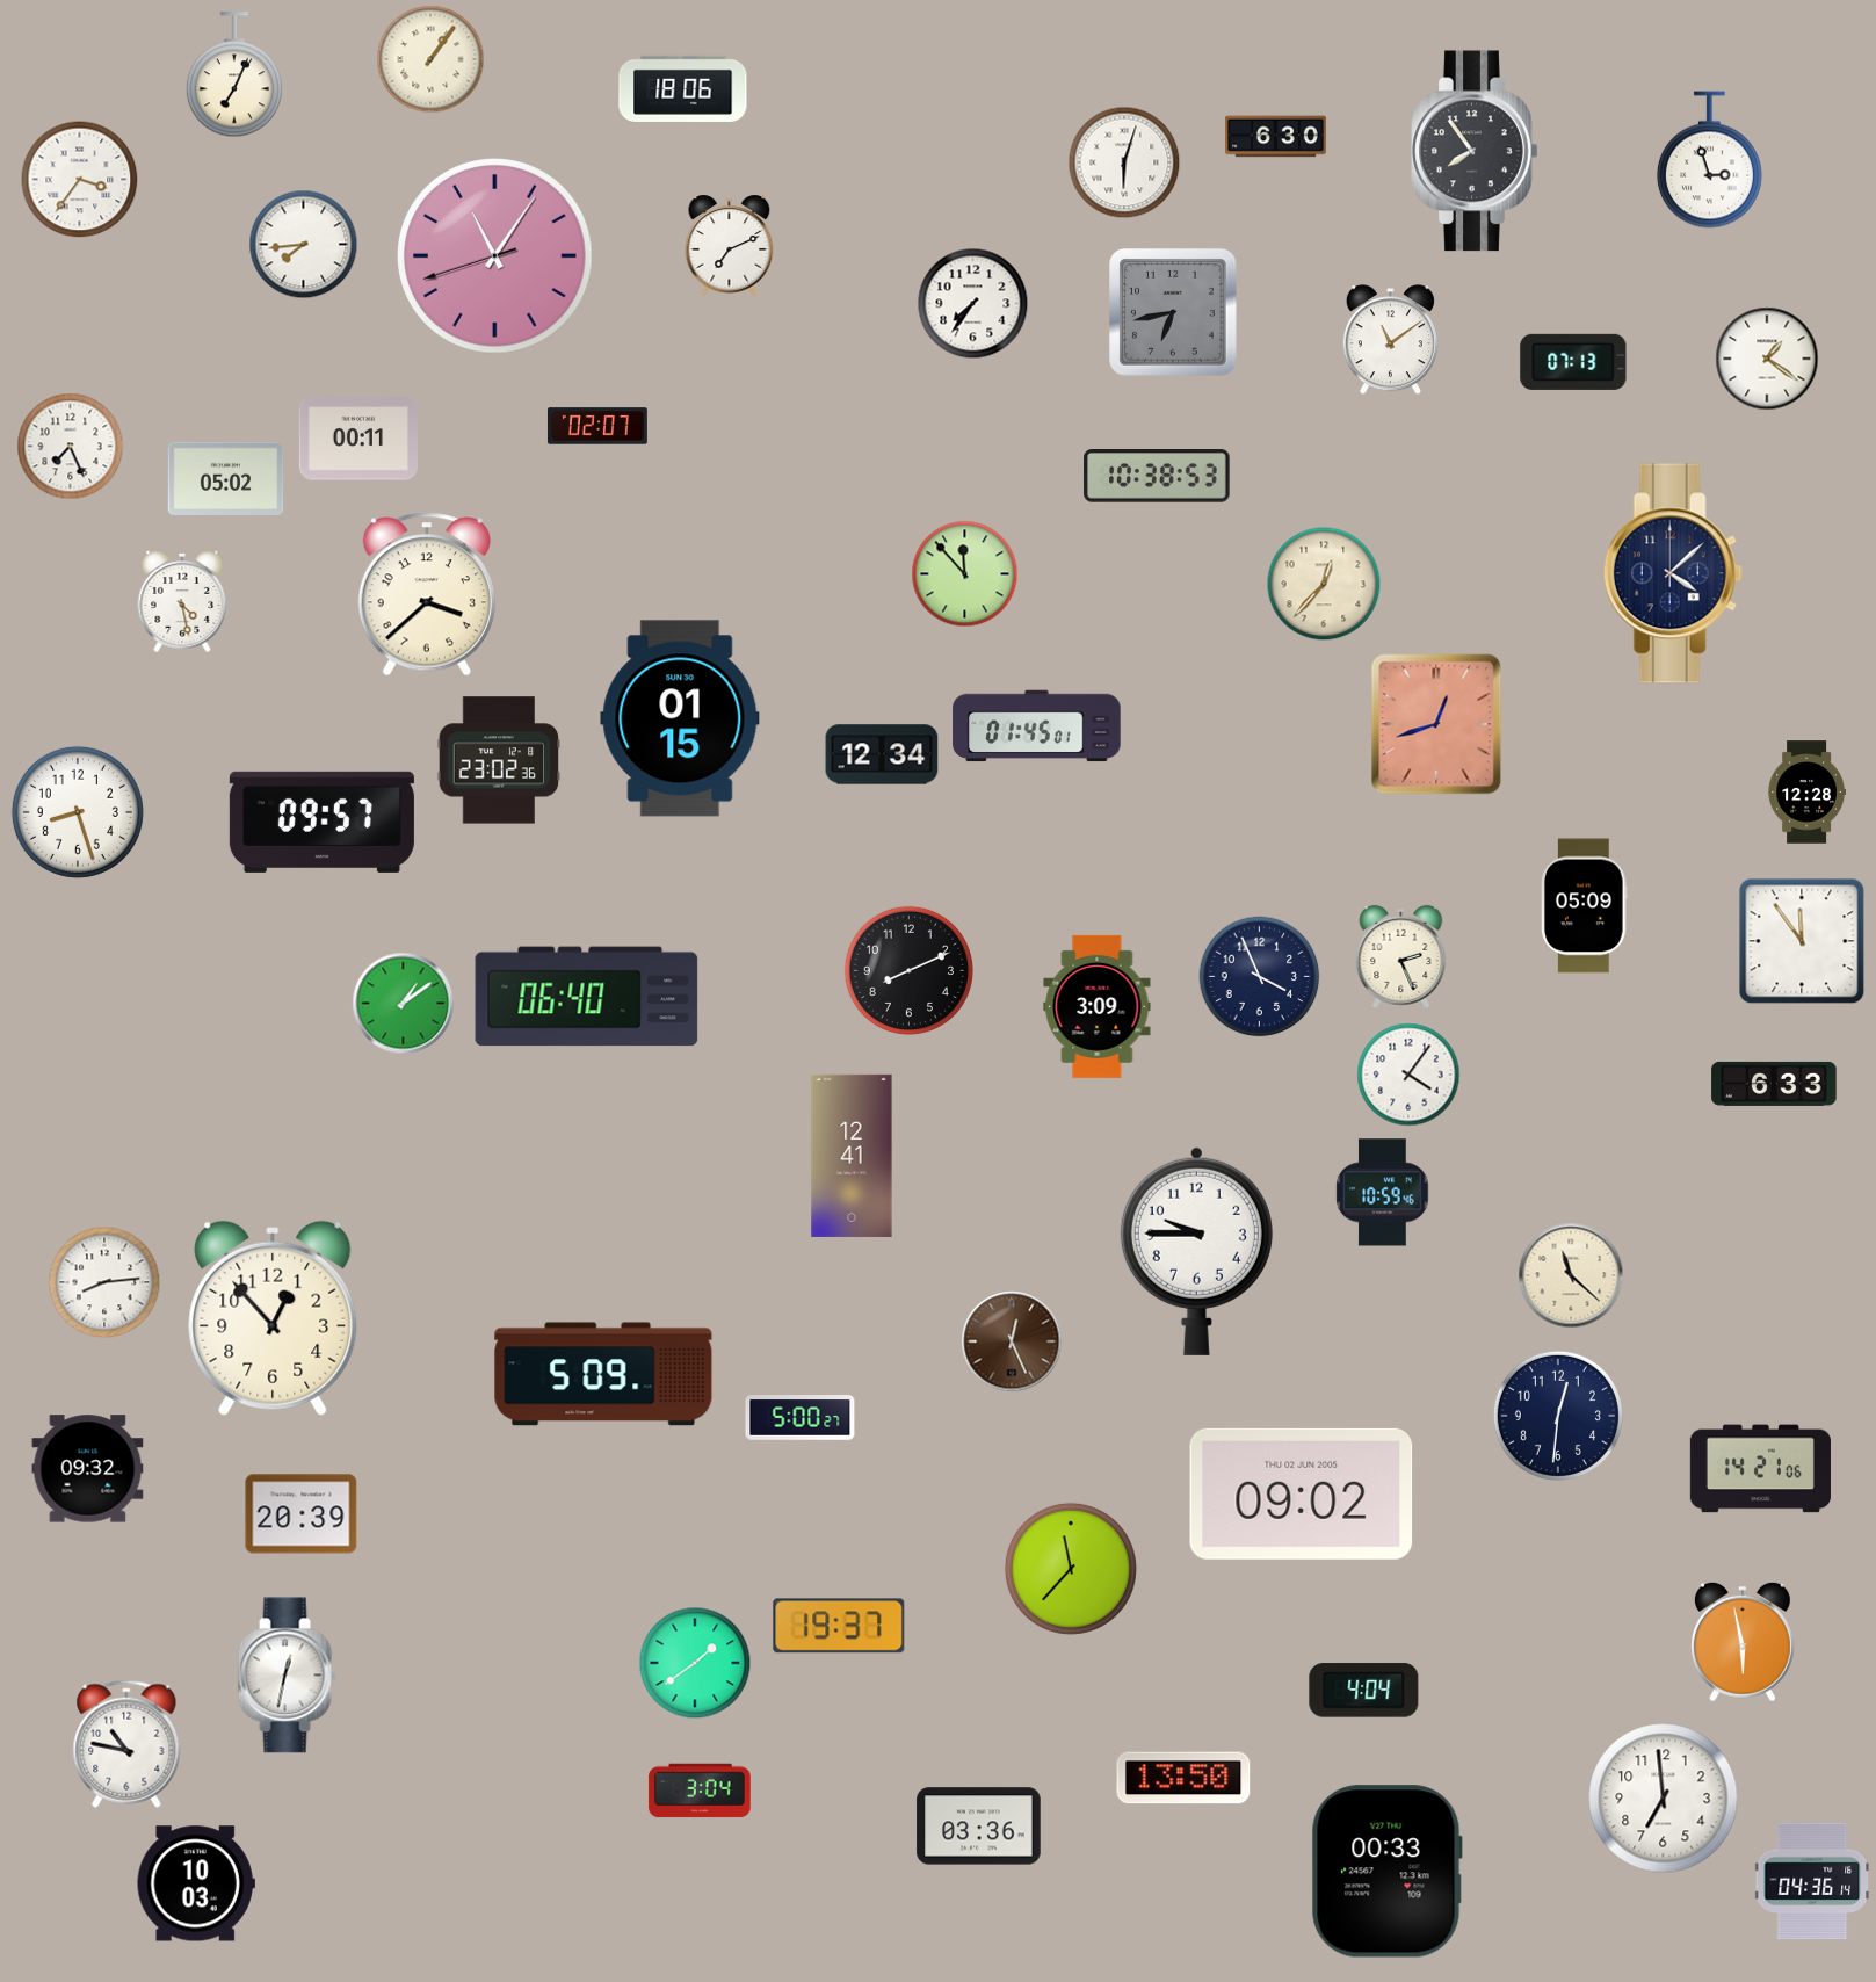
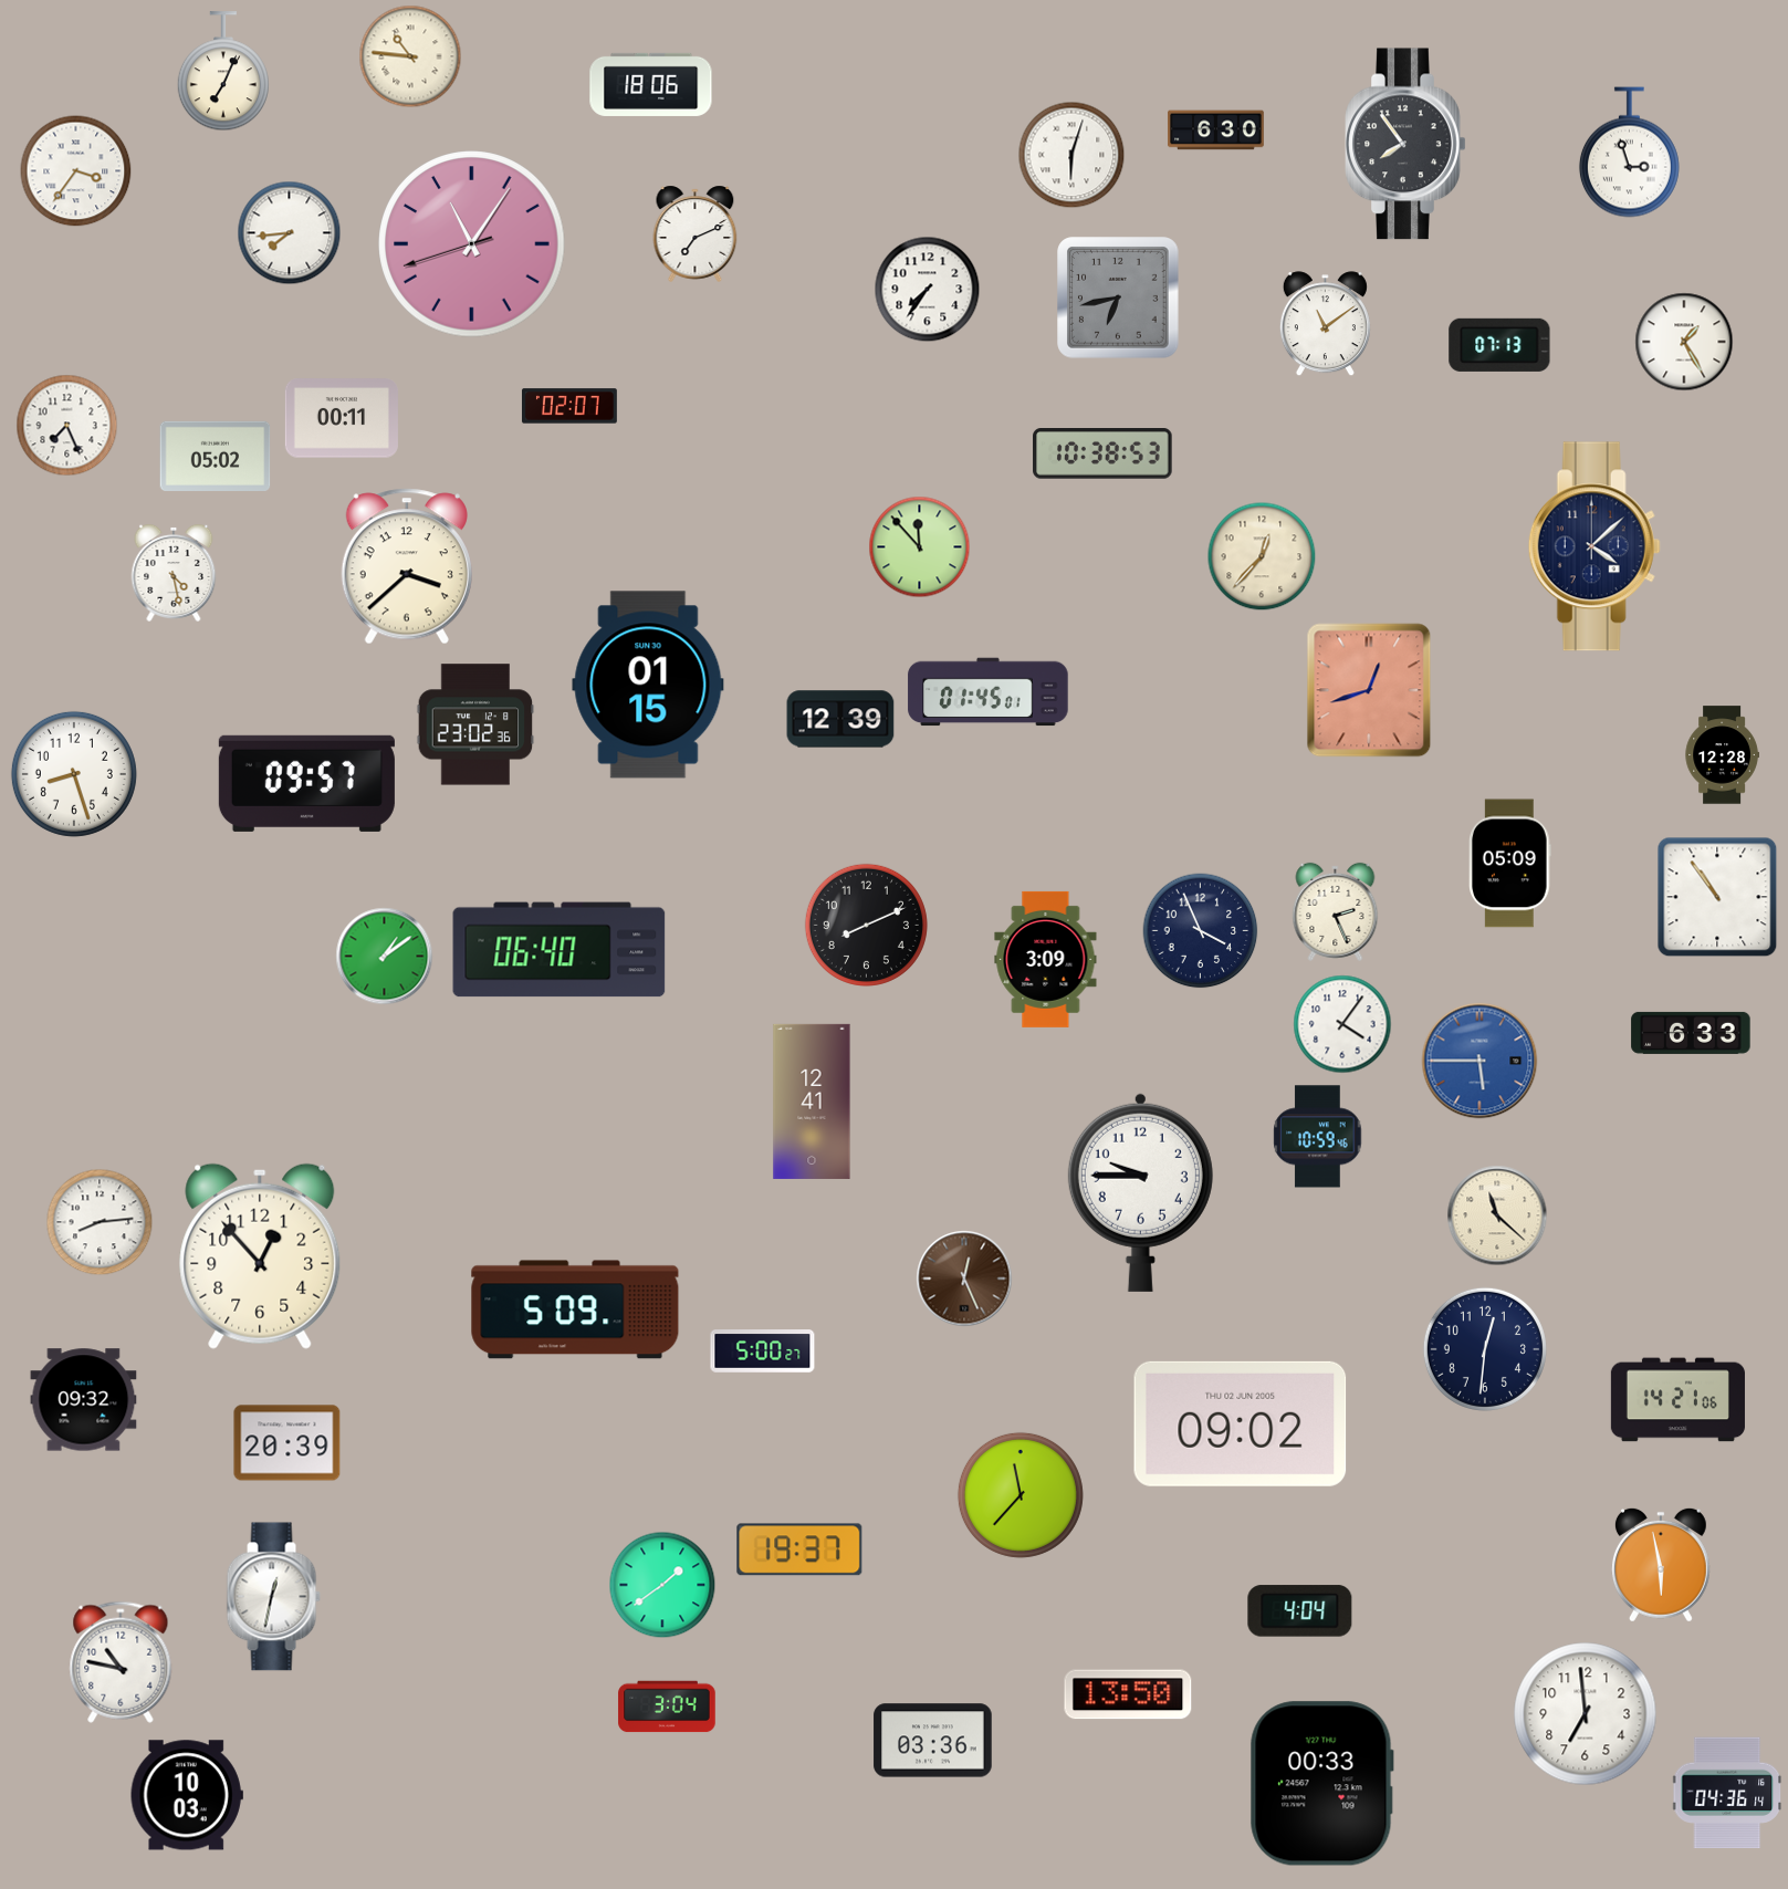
clock at (430, 59): 1:06 -> 10:46
clock at (1767, 359): 1:21 -> 1:25
clock at (882, 754): 12:34 -> 12:39
clock at (1802, 941): 11:54 -> 10:54
clock at (1479, 1061): none -> 5:45
